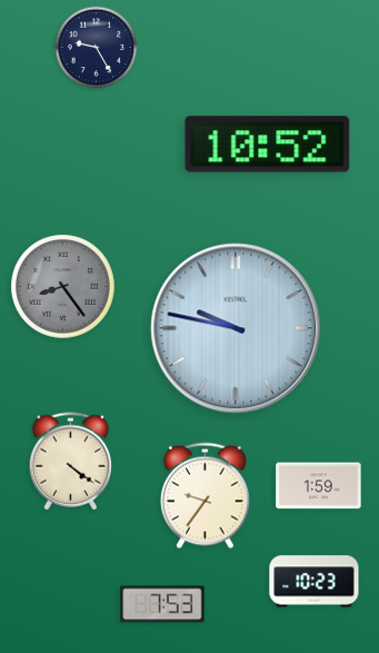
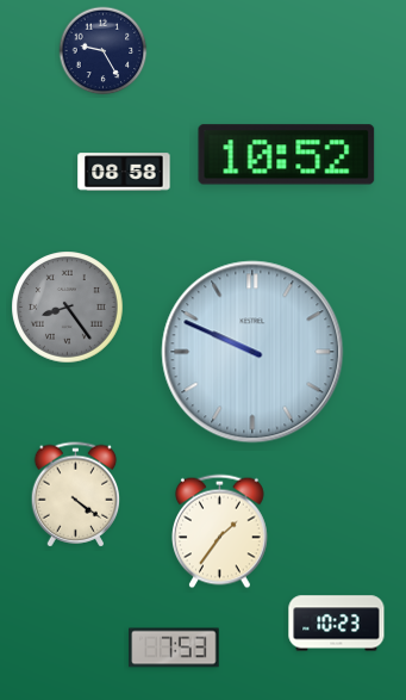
clock at (124, 172): none -> 08:58
clock at (236, 328): 9:47 -> 9:49
clock at (319, 486): 1:59 -> none
clock at (205, 496): 9:36 -> 1:36
